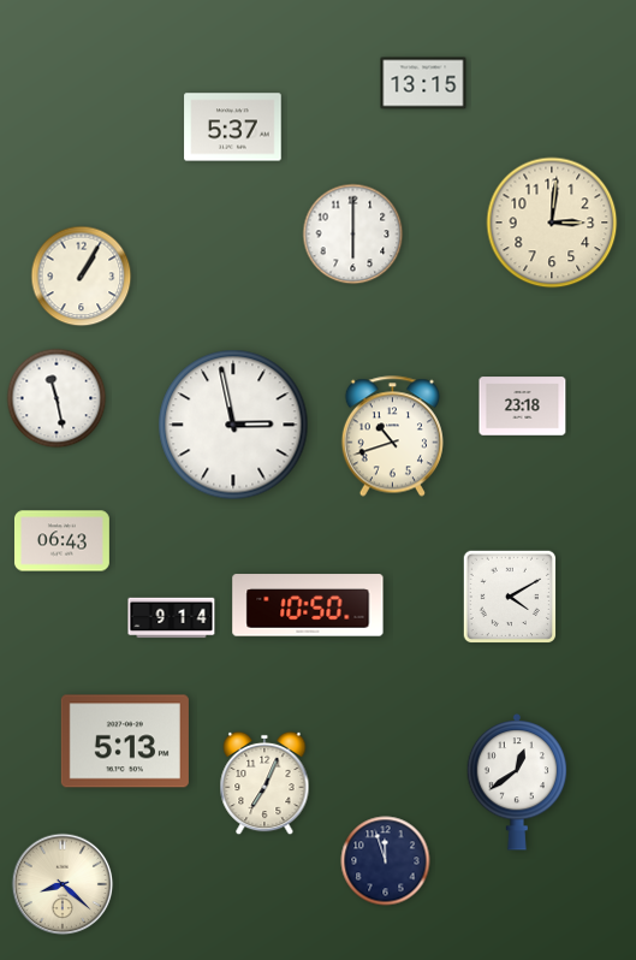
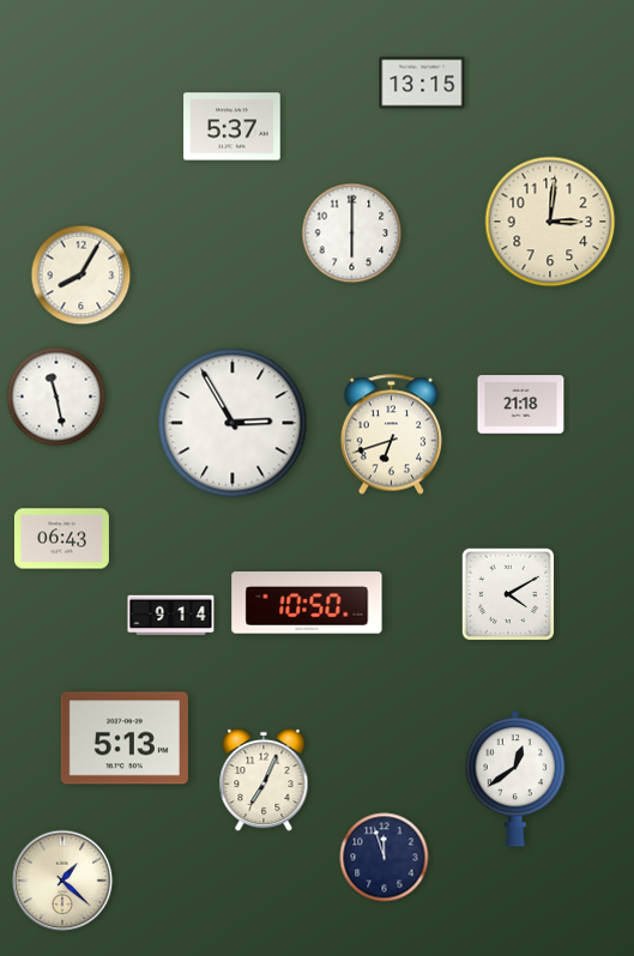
clock at (82, 277): 1:05 -> 8:05
clock at (523, 407): 23:18 -> 21:18
clock at (233, 425): 2:58 -> 2:55
clock at (392, 437): 10:42 -> 6:42
clock at (63, 884): 8:22 -> 1:22
